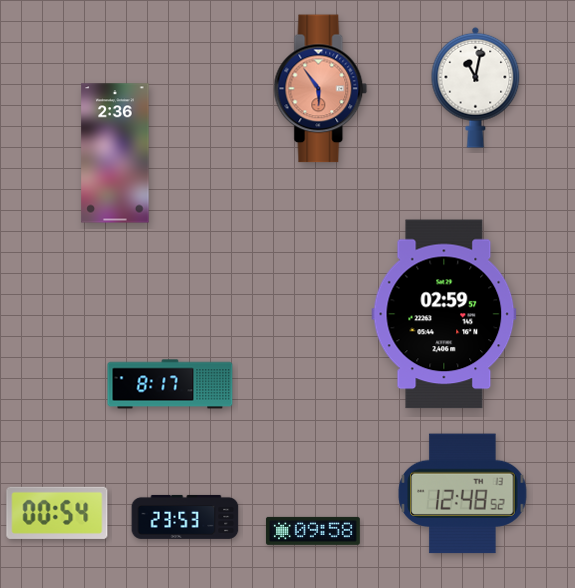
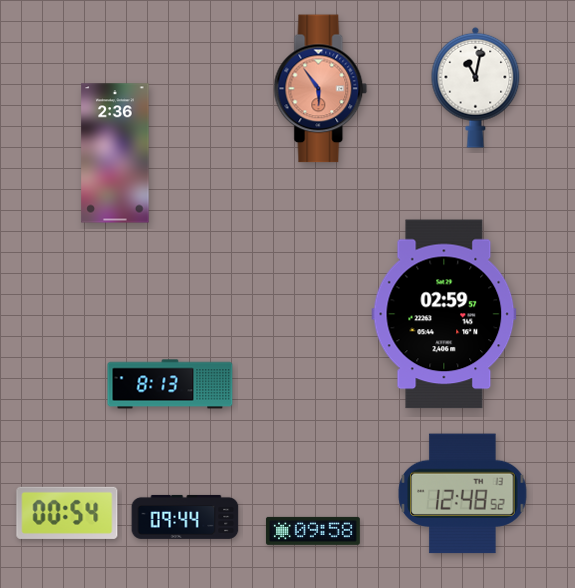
clock at (170, 384): 8:17 -> 8:13
clock at (57, 513) position: (57, 513) -> (67, 513)
clock at (185, 517): 23:53 -> 09:44
